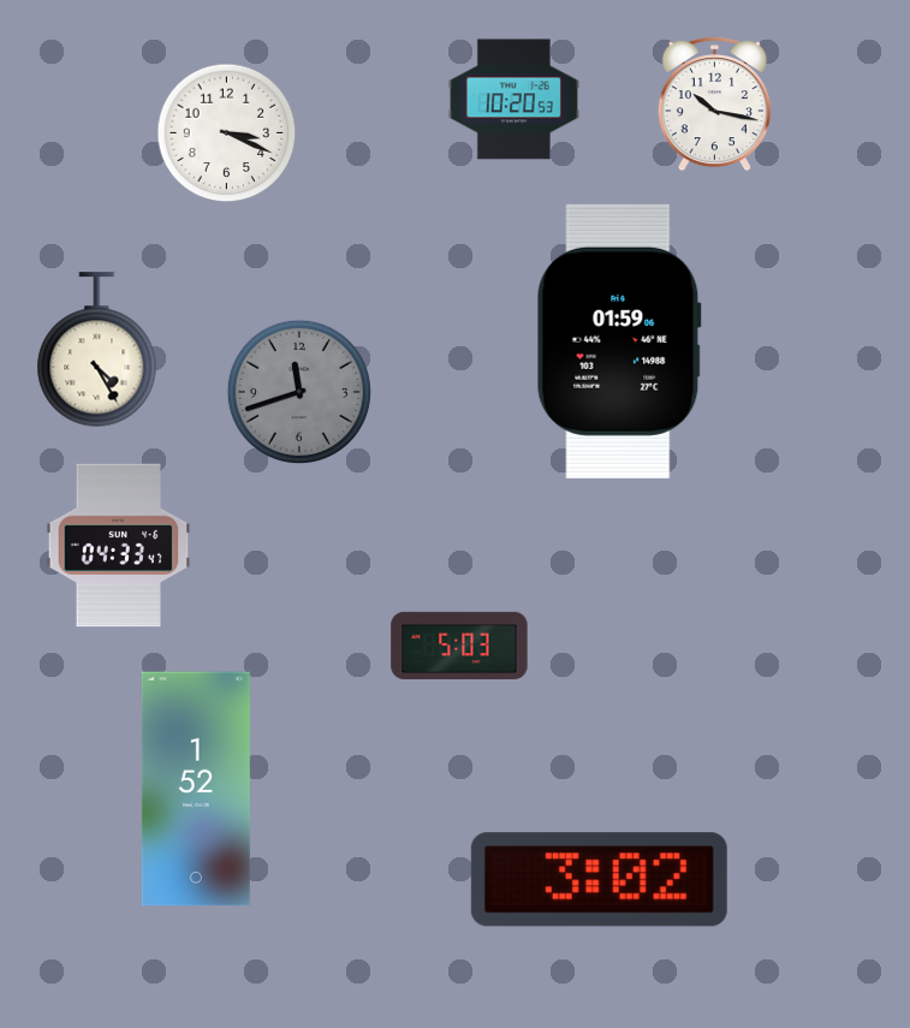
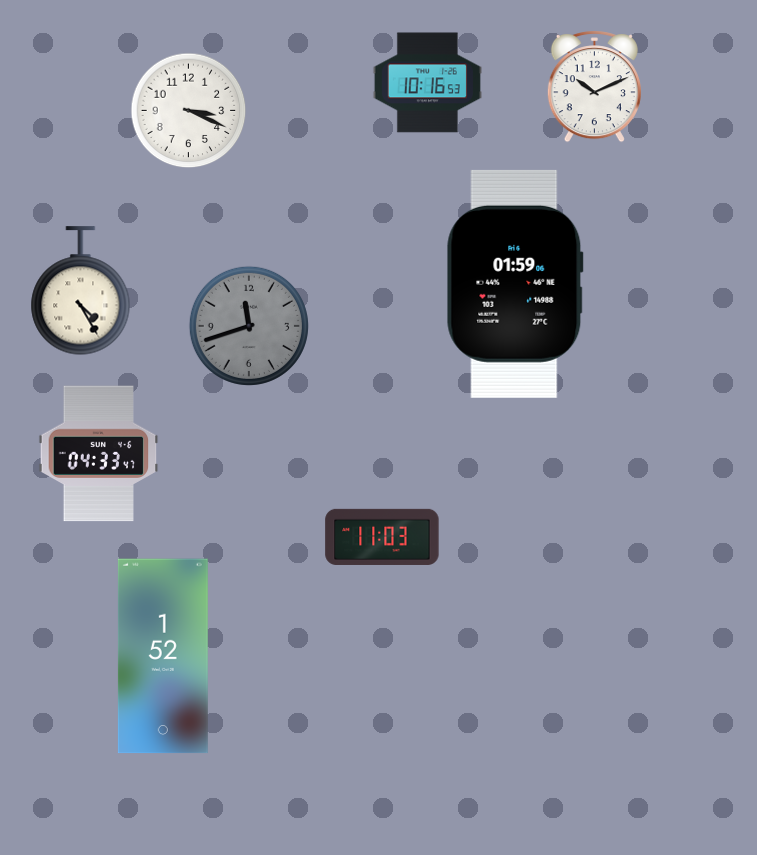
clock at (513, 100): 10:20 -> 10:16
clock at (714, 105): 10:17 -> 10:11
clock at (459, 646): 5:03 -> 11:03
clock at (599, 880): 3:02 -> none
